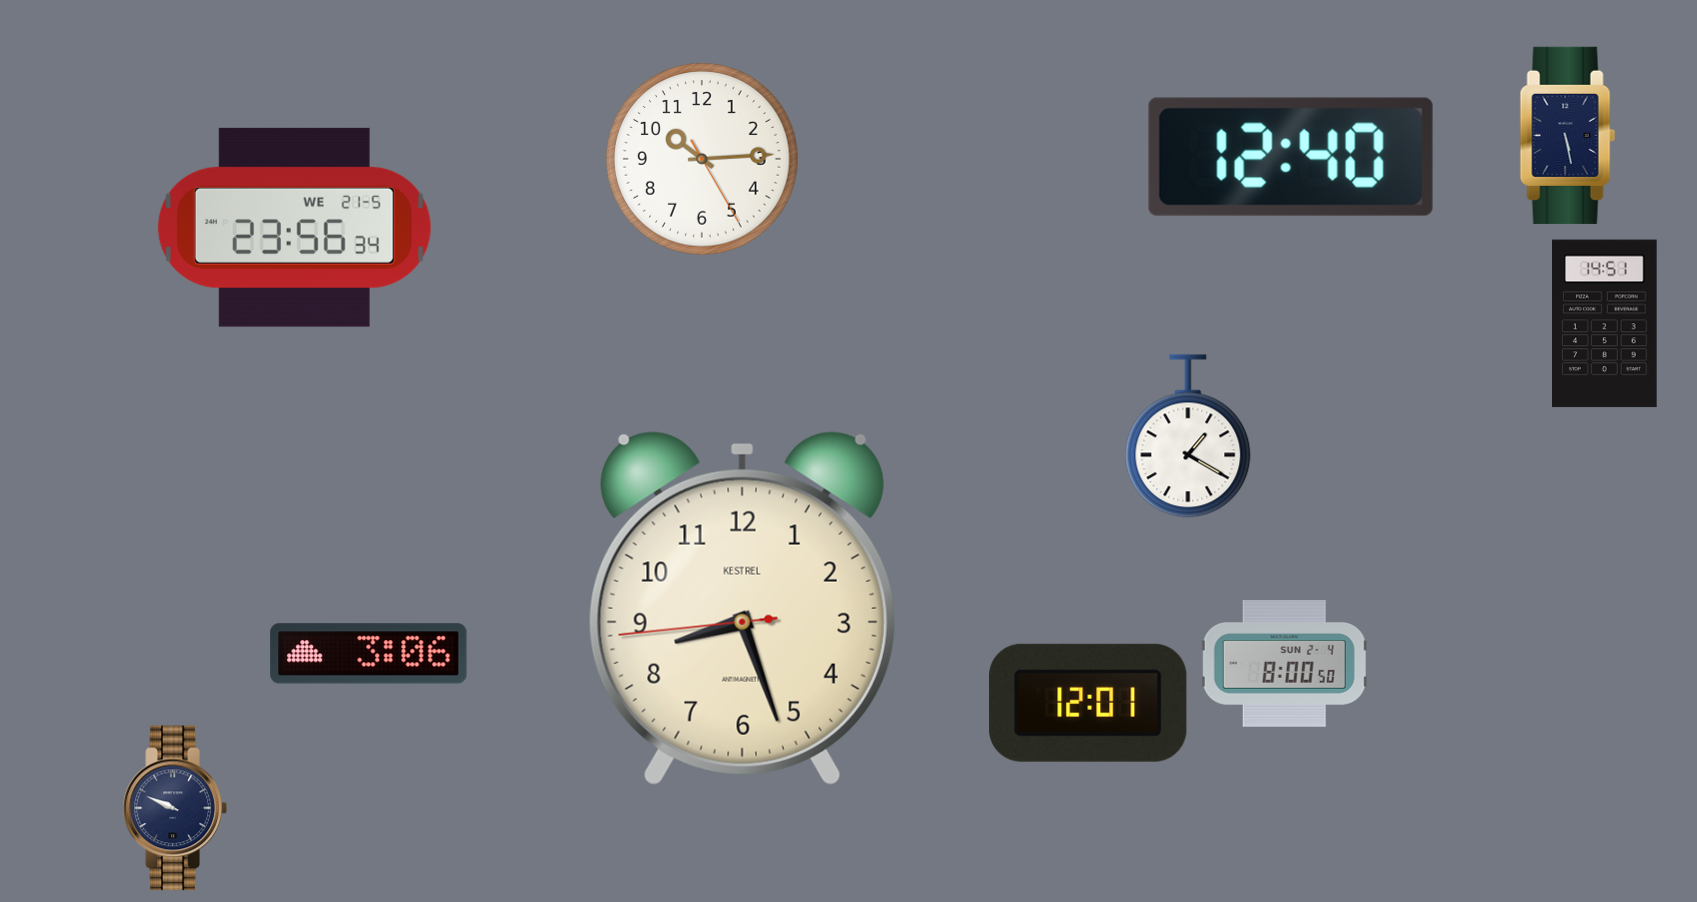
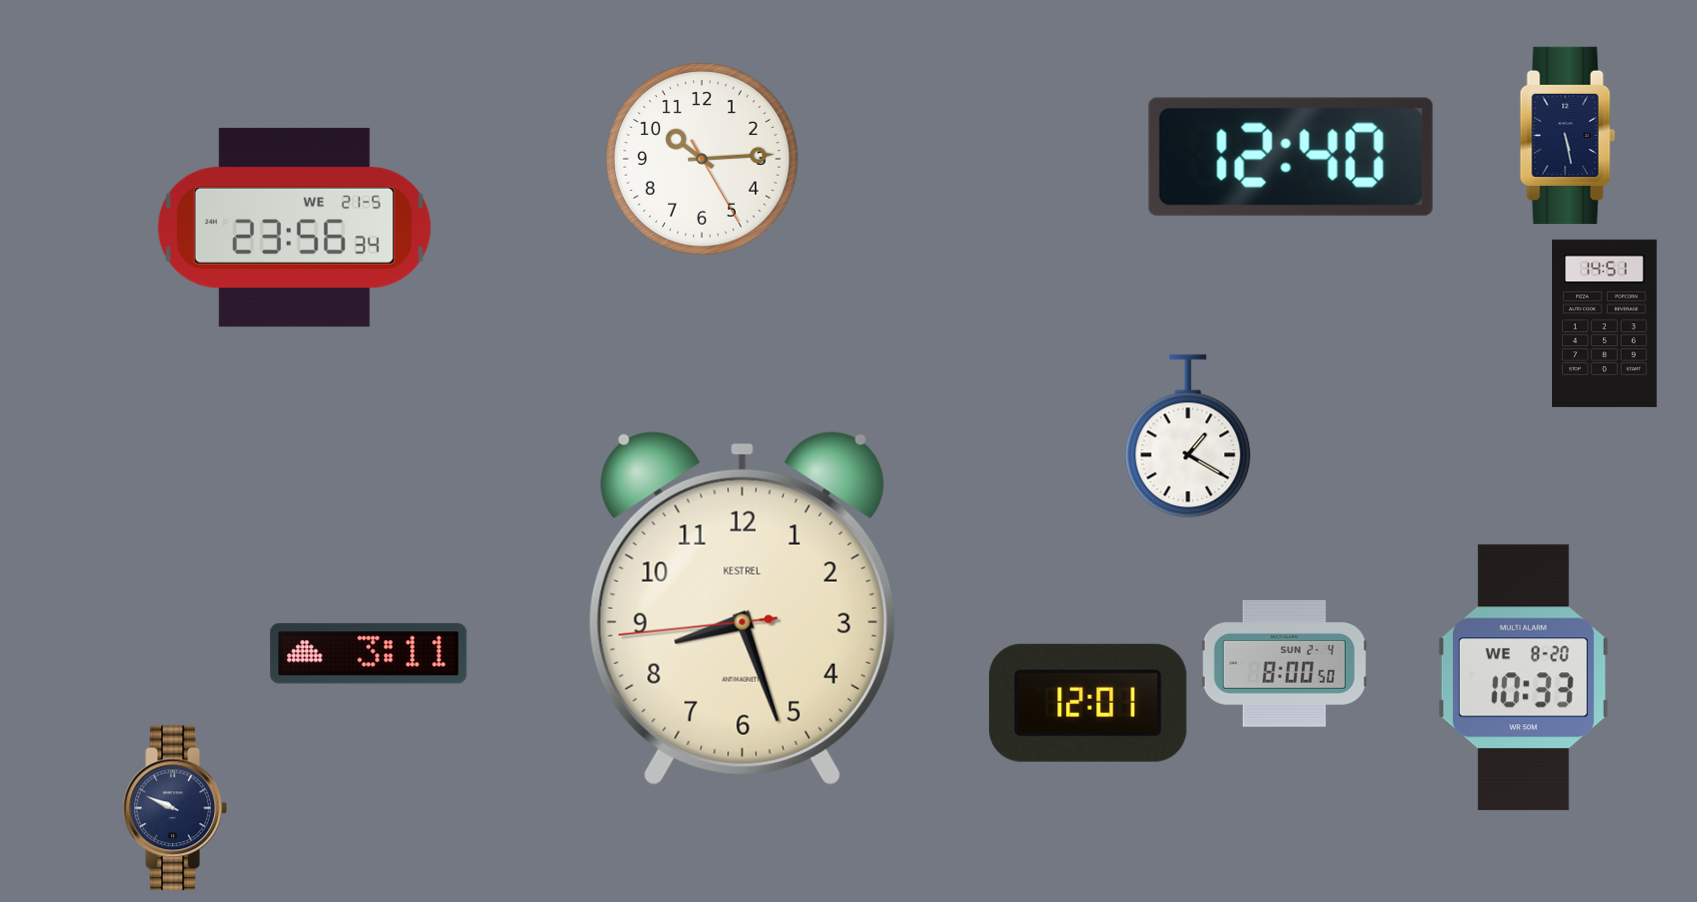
clock at (369, 654): 3:06 -> 3:11
clock at (1523, 678): none -> 10:33
